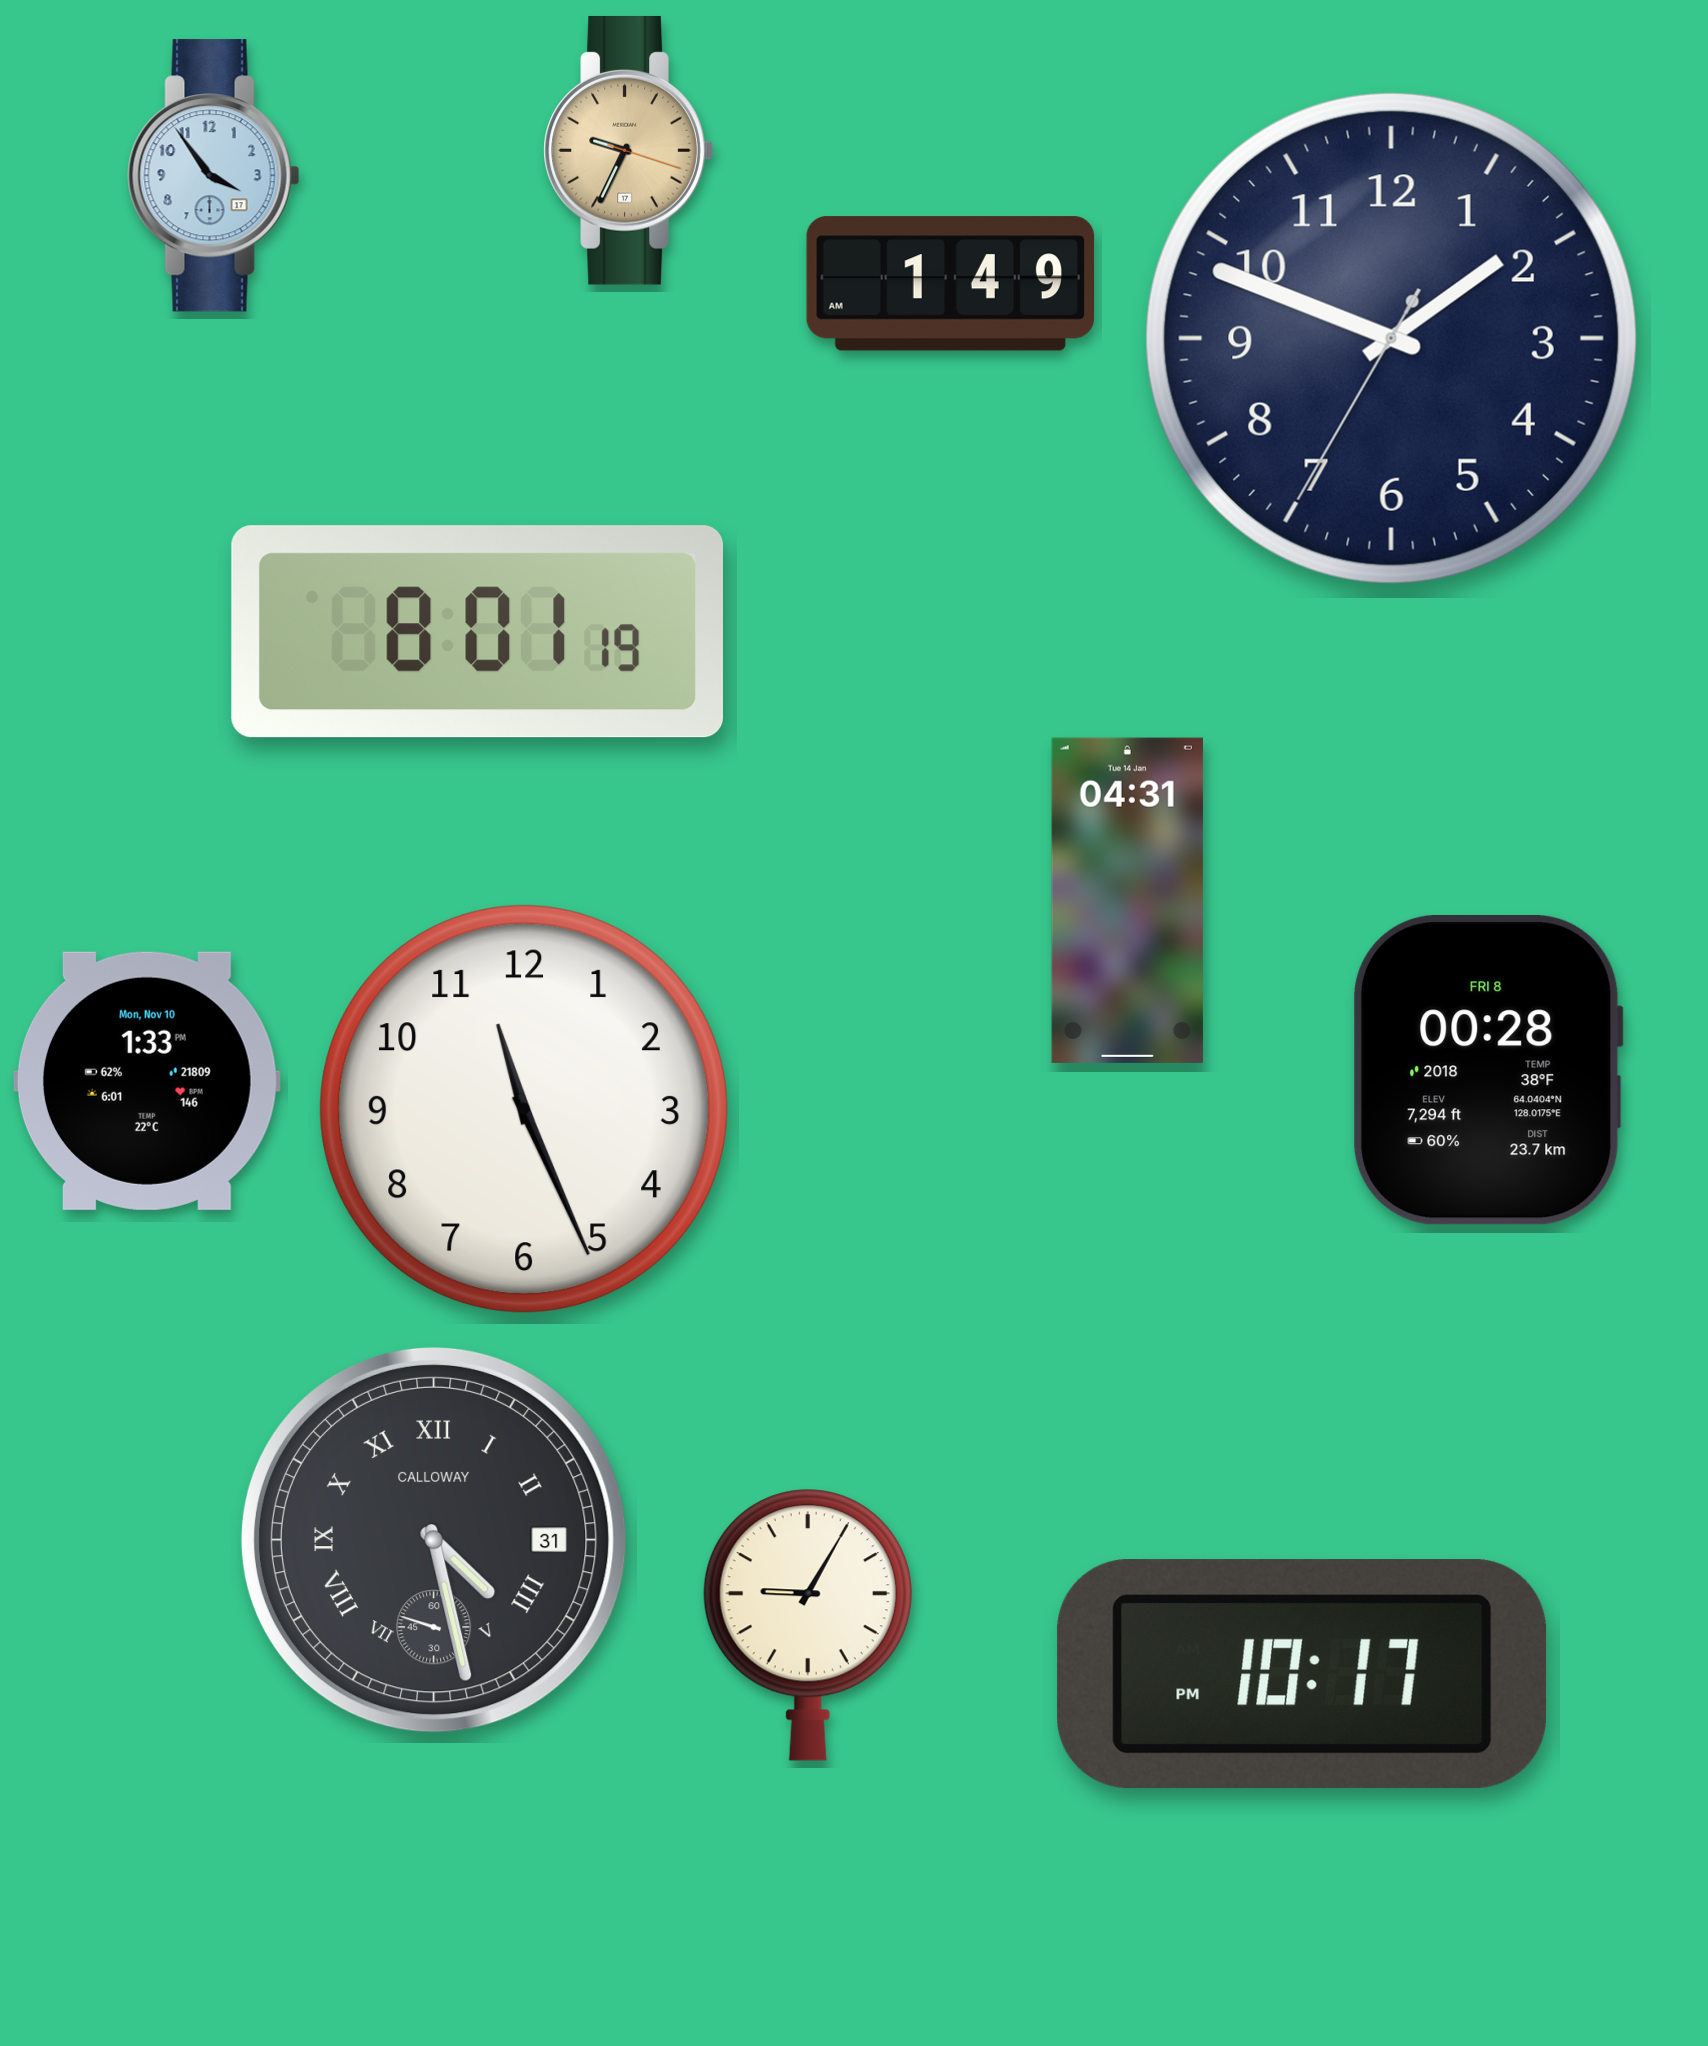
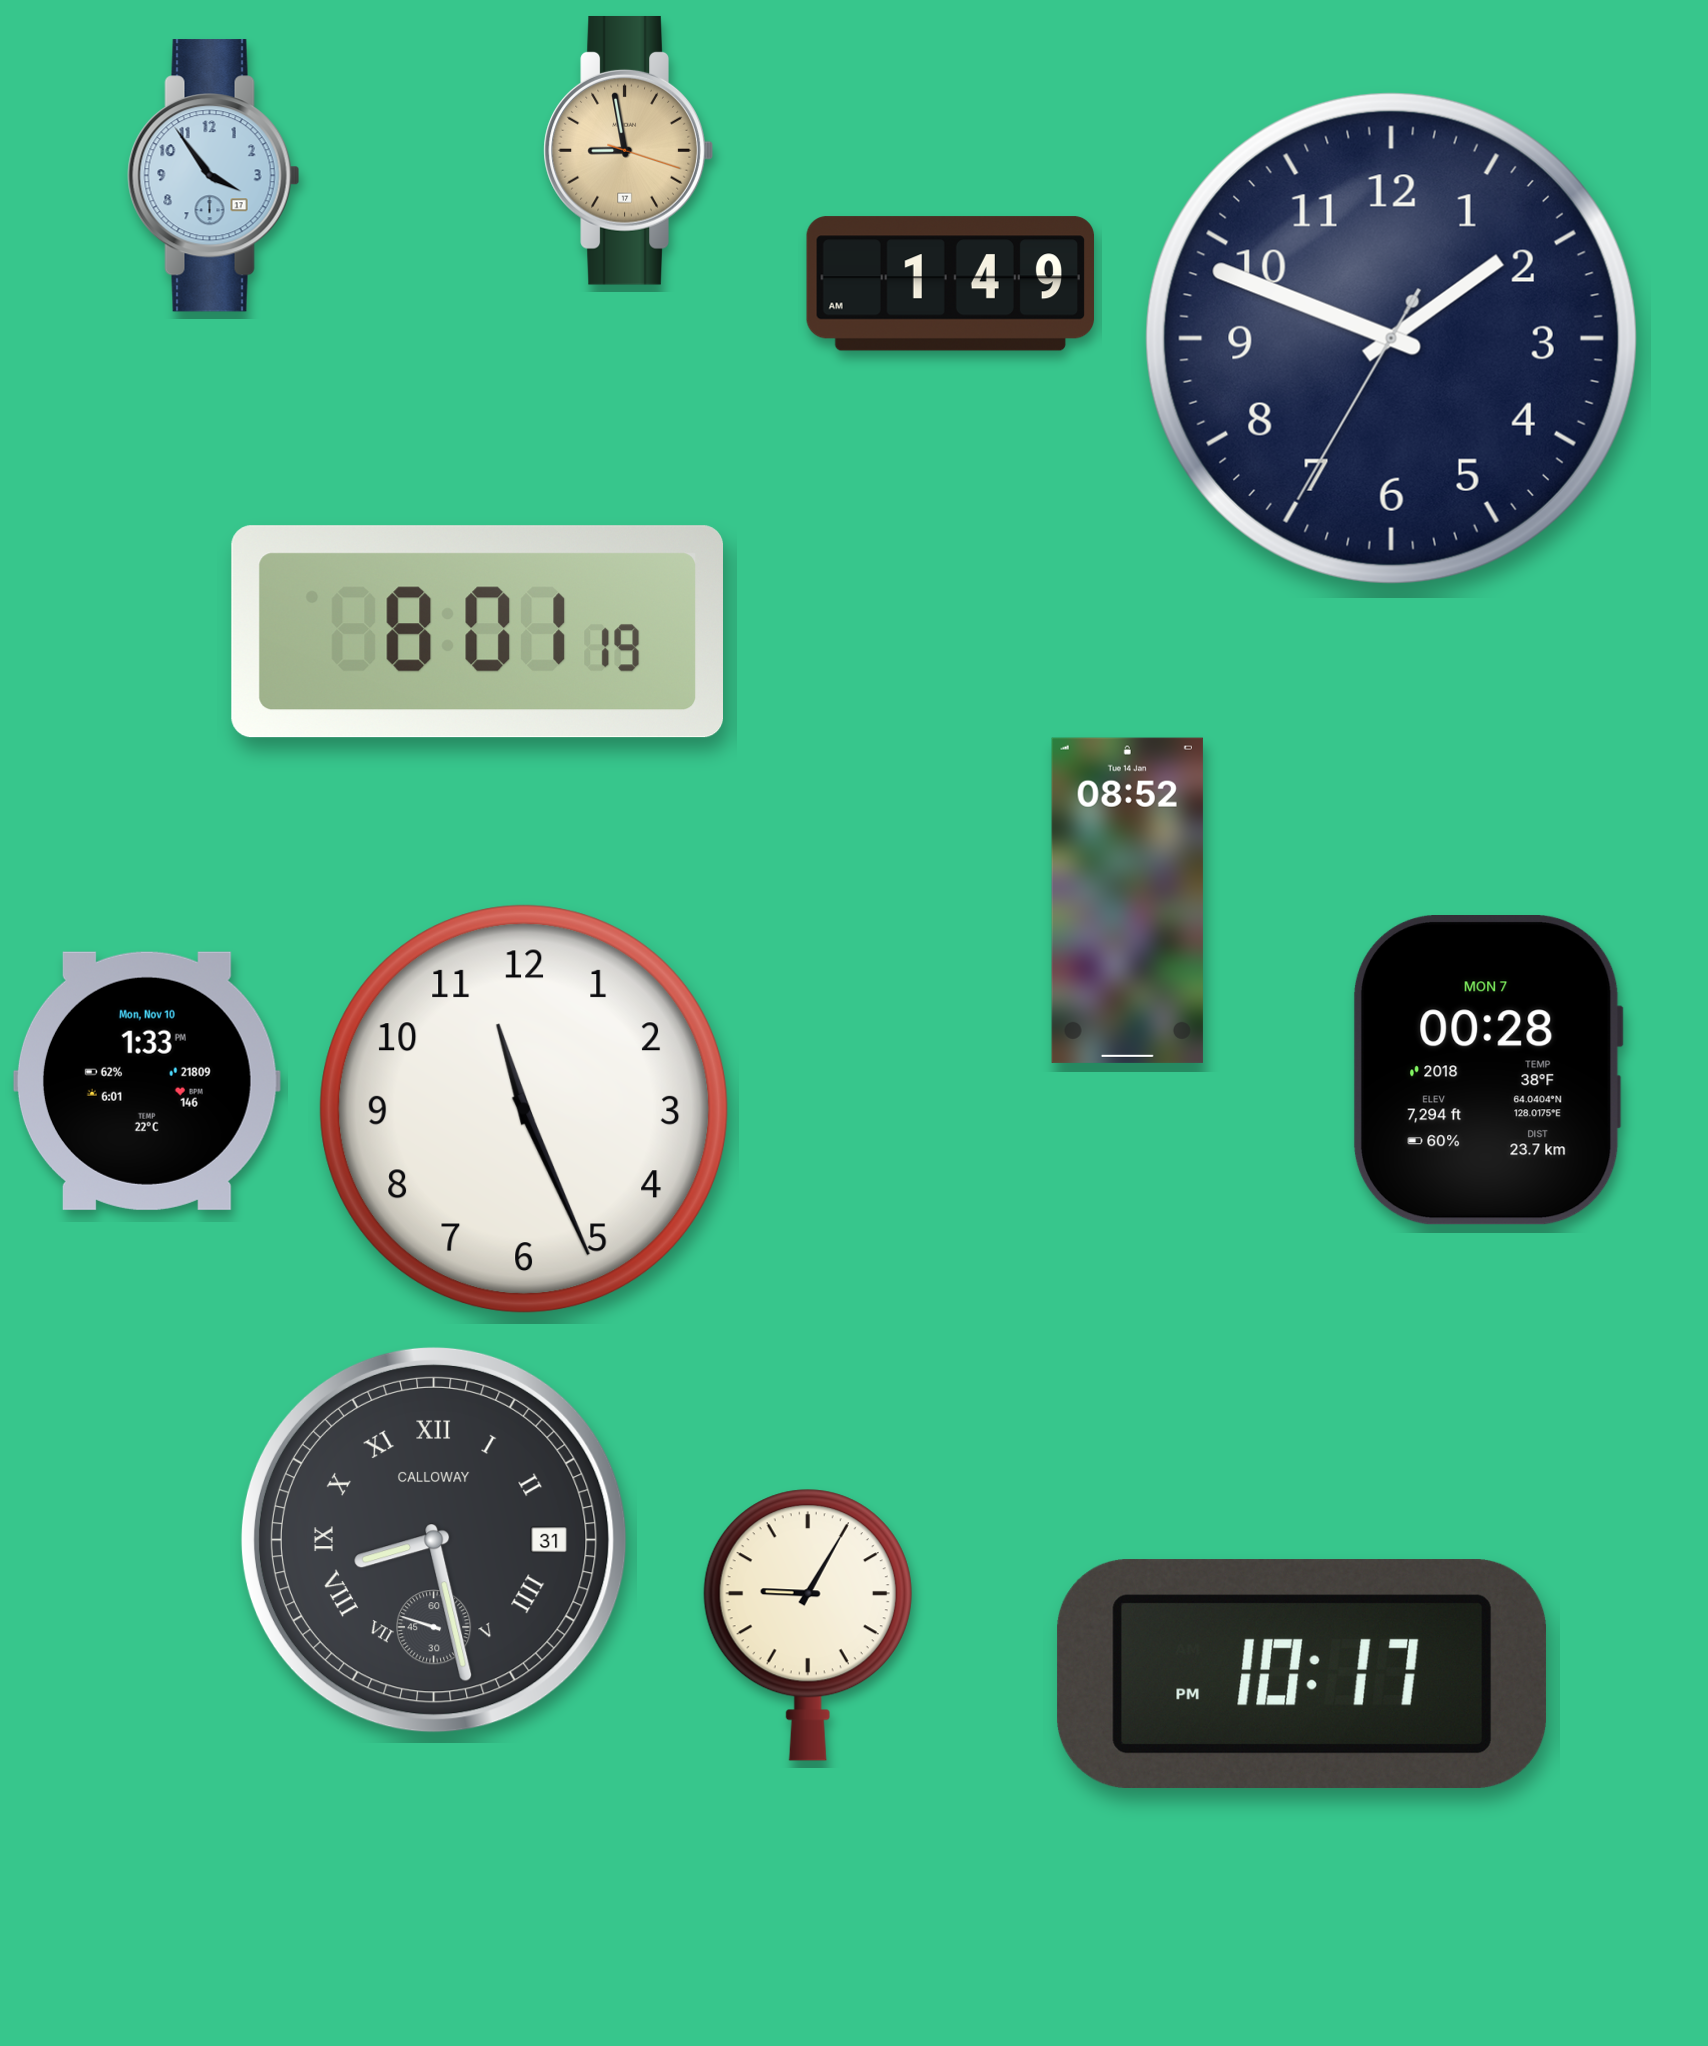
clock at (628, 150): 9:34 -> 8:58
clock at (1127, 900): 04:31 -> 08:52
clock at (1487, 1071) date: FRI 8 -> MON 7
clock at (434, 1540): 4:27 -> 8:27
